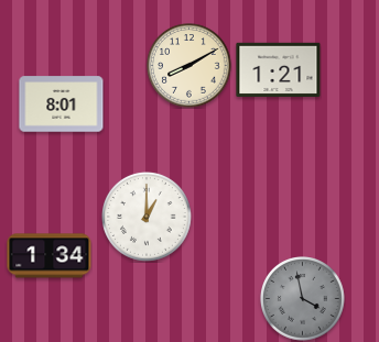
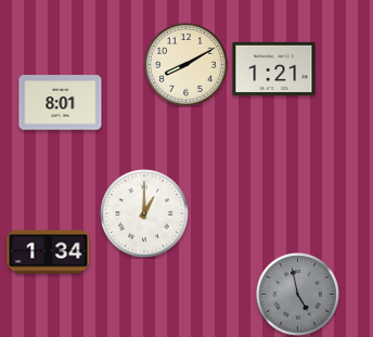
clock at (303, 299): 3:58 -> 4:58
